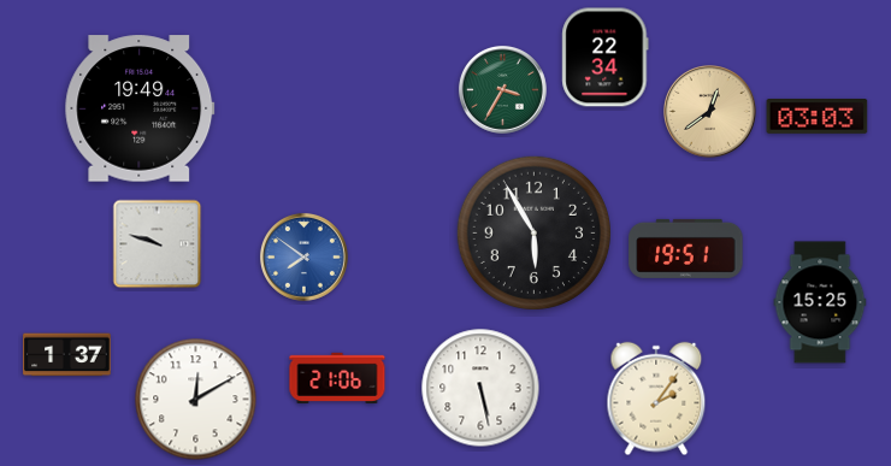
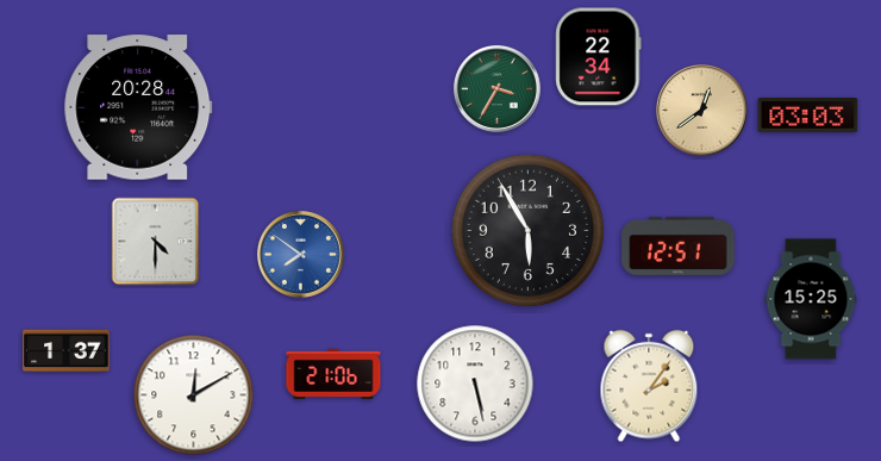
clock at (140, 108): 19:49 -> 20:28
clock at (158, 244): 9:48 -> 4:30
clock at (686, 248): 19:51 -> 12:51
clock at (656, 399) position: (656, 399) -> (649, 386)
